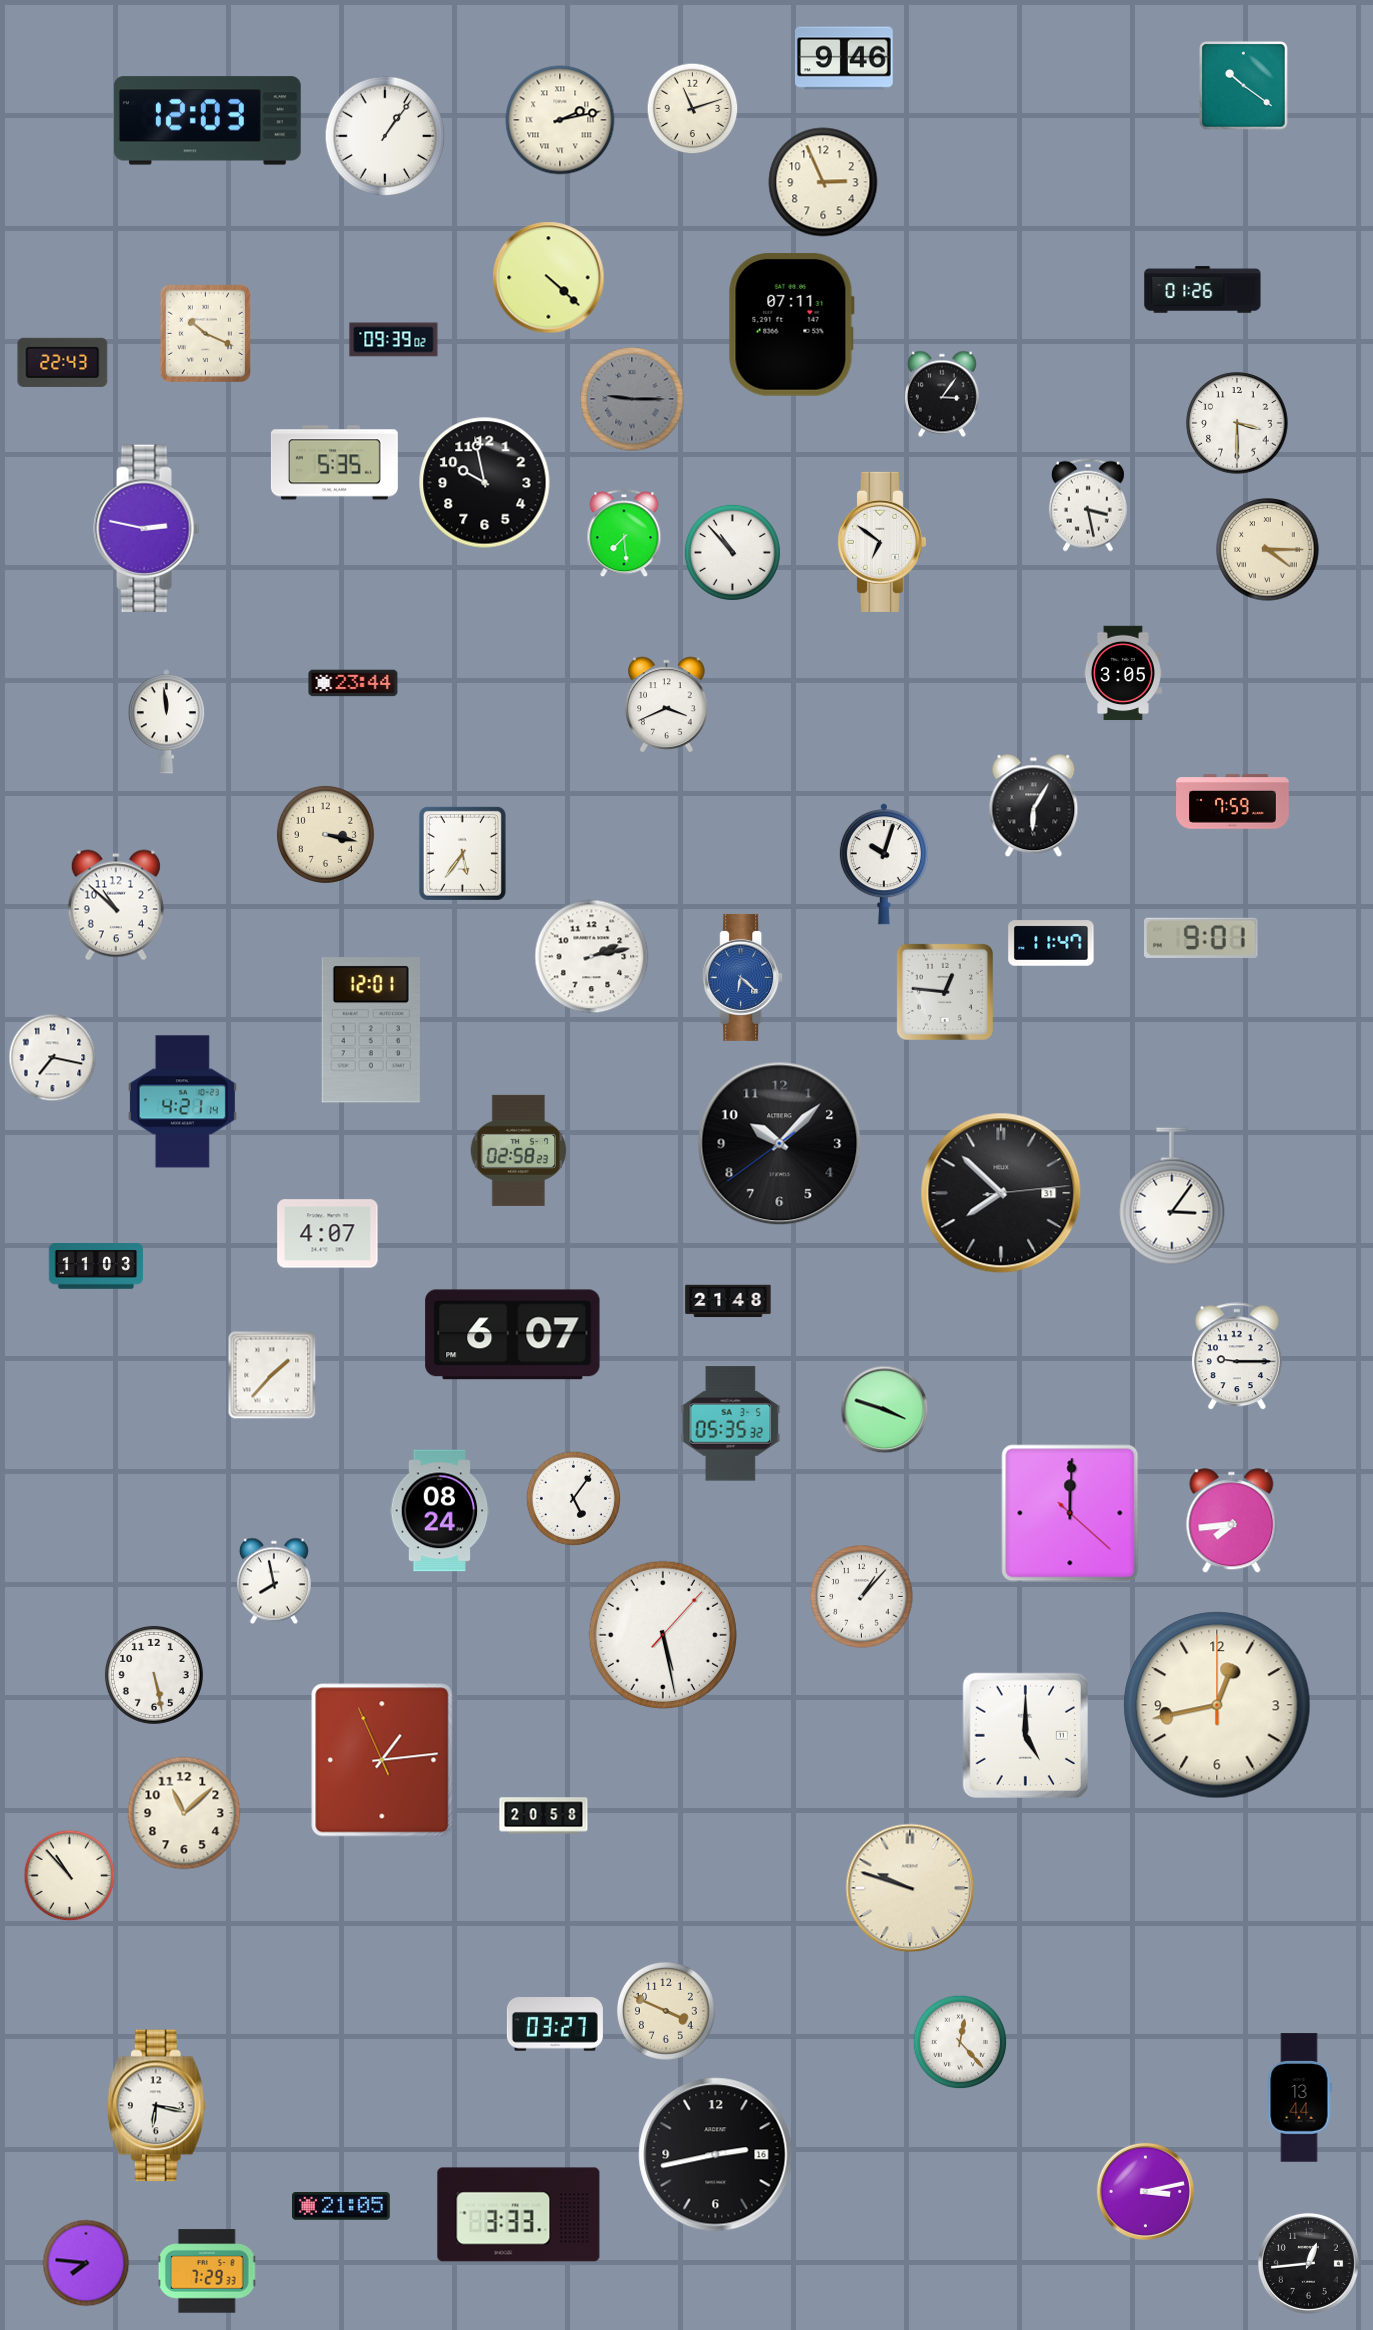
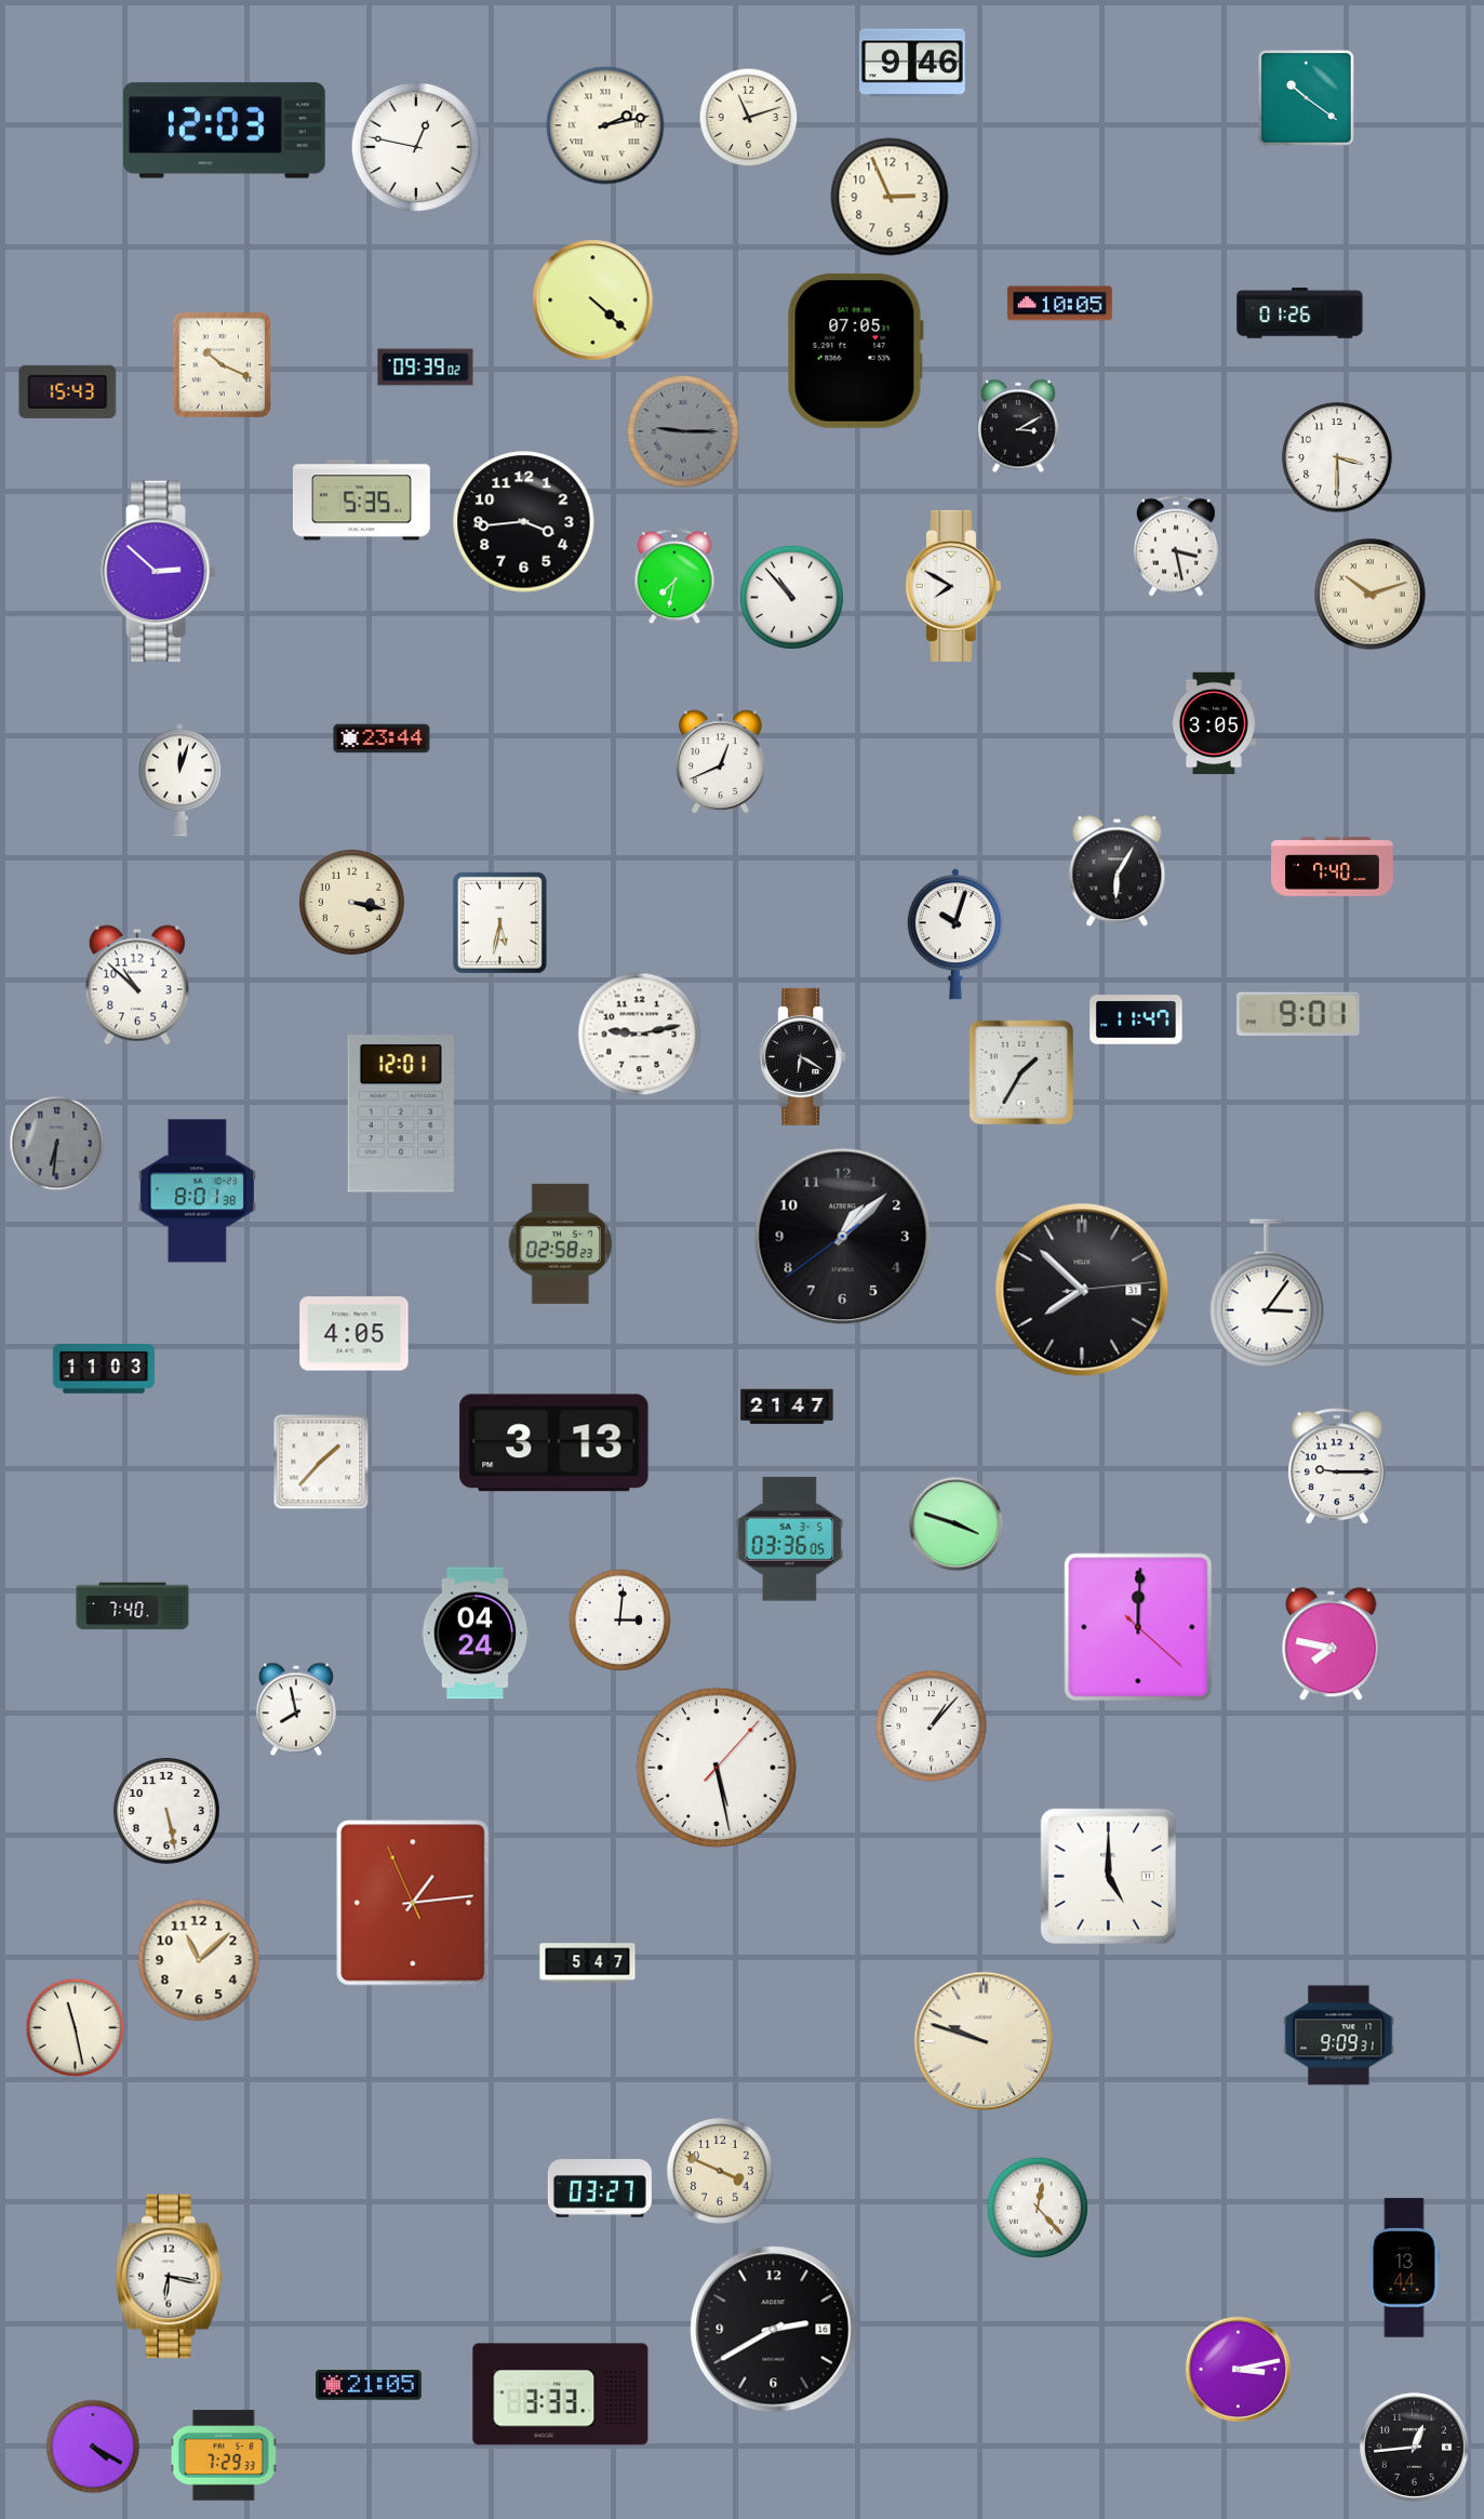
clock at (1244, 86) position: (1244, 86) -> (1307, 98)
clock at (560, 120) position: (560, 120) -> (605, 125)
clock at (385, 136): 1:06 -> 12:47
clock at (1059, 304): none -> 10:05
clock at (791, 324): 07:11 -> 07:05
clock at (205, 333) position: (205, 333) -> (222, 364)
clock at (63, 362): 22:43 -> 15:43
clock at (942, 394): 3:06 -> 3:10
clock at (485, 483): 9:58 -> 3:44
clock at (147, 529): 2:47 -> 2:52
clock at (624, 534): 7:29 -> 7:32
clock at (881, 542): 6:51 -> 7:50
clock at (1268, 550): 4:15 -> 10:12
clock at (1123, 673) position: (1123, 673) -> (1214, 723)
clock at (667, 705): 3:41 -> 12:41
clock at (166, 722): 11:59 -> 12:03
clock at (1233, 802): 7:59 -> 7:40
clock at (462, 853): 5:36 -> 5:32
clock at (116, 905) position: (116, 905) -> (137, 985)
clock at (592, 957): 2:13 -> 9:13
clock at (743, 977): 6:22 -> 6:20
clock at (743, 977) dial: blue -> black
clock at (945, 992): 12:46 -> 1:35
clock at (53, 1058): 7:17 -> 6:31
clock at (53, 1058) dial: white -> grey
clock at (182, 1102): 4:21 -> 8:01
clock at (780, 1144): 10:07 -> 1:07
clock at (328, 1234): 4:07 -> 4:05
clock at (728, 1301): 21:48 -> 21:47
clock at (513, 1335): 6:07 -> 3:13
clock at (272, 1375) position: (272, 1375) -> (321, 1462)
clock at (731, 1424): 05:35 -> 03:36
clock at (133, 1607): none -> 7:40
clock at (573, 1498): 5:06 -> 3:01
clock at (440, 1511): 08:24 -> 04:24
clock at (1070, 1513) position: (1070, 1513) -> (1138, 1627)
clock at (1232, 1521): 7:44 -> 7:47
clock at (1217, 1705): 12:43 -> none
clock at (544, 1816): 20:58 -> 5:47
clock at (70, 1876): 10:53 -> 11:28
clock at (1339, 2036): none -> 9:09
clock at (666, 2011) position: (666, 2011) -> (720, 2171)
clock at (716, 2155): 2:43 -> 2:40
clock at (86, 2263): 7:46 -> 4:20
